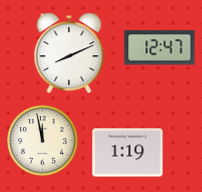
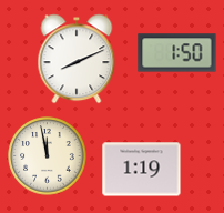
clock at (160, 48): 12:47 -> 1:50
